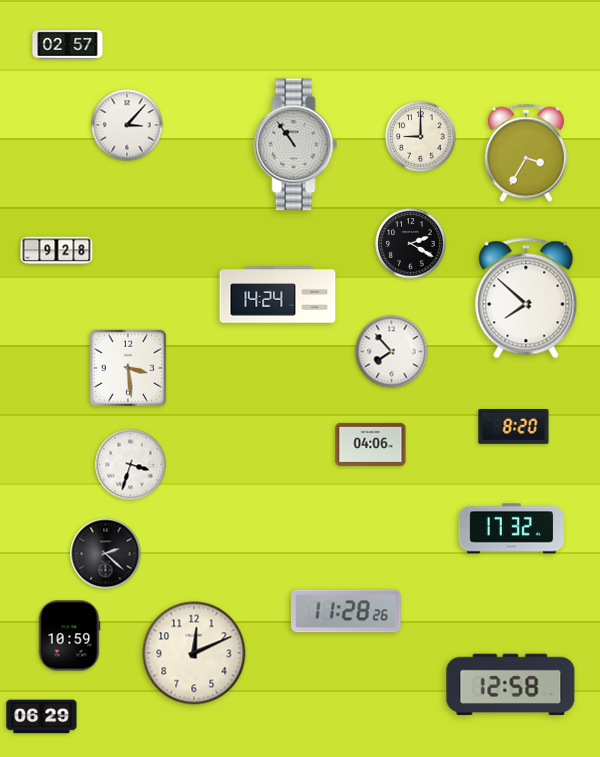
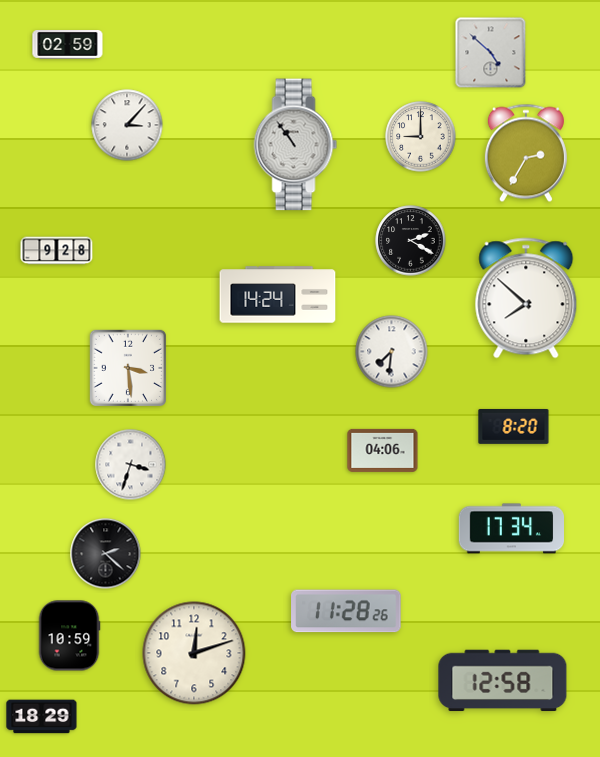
clock at (68, 45): 02:57 -> 02:59
clock at (491, 53): none -> 4:52
clock at (526, 153): 3:35 -> 2:35
clock at (411, 244) position: (411, 244) -> (411, 241)
clock at (392, 352): 7:53 -> 7:31
clock at (371, 444) position: (371, 444) -> (383, 450)
clock at (511, 529): 17:32 -> 17:34
clock at (194, 653): 12:11 -> 12:12
clock at (511, 685) position: (511, 685) -> (503, 681)
clock at (42, 717): 06:29 -> 18:29
